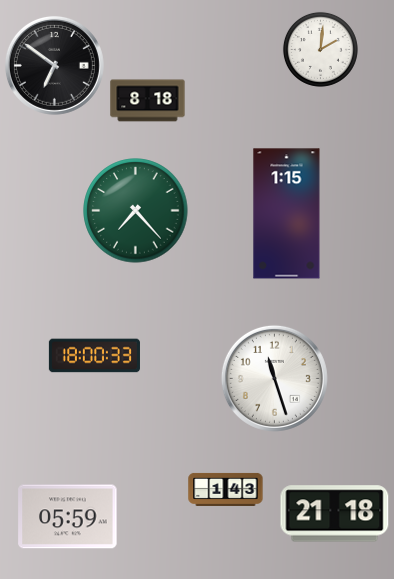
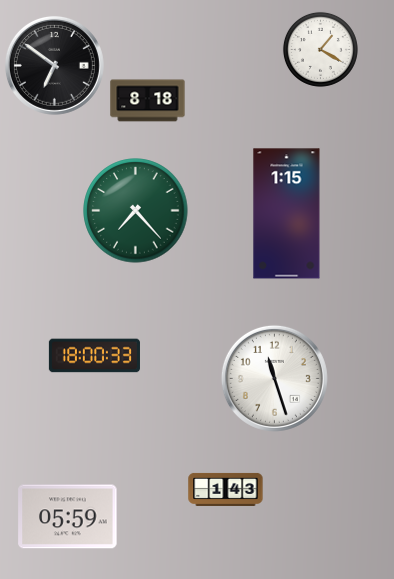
clock at (320, 49): 2:01 -> 1:20
clock at (335, 514): 21:18 -> none
